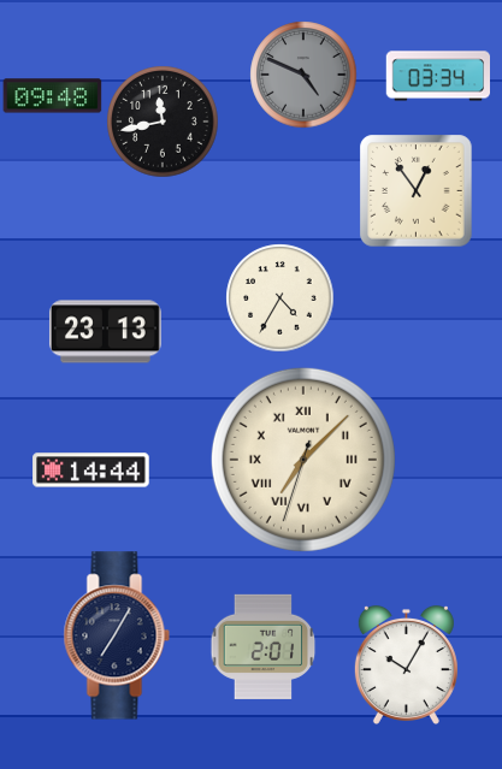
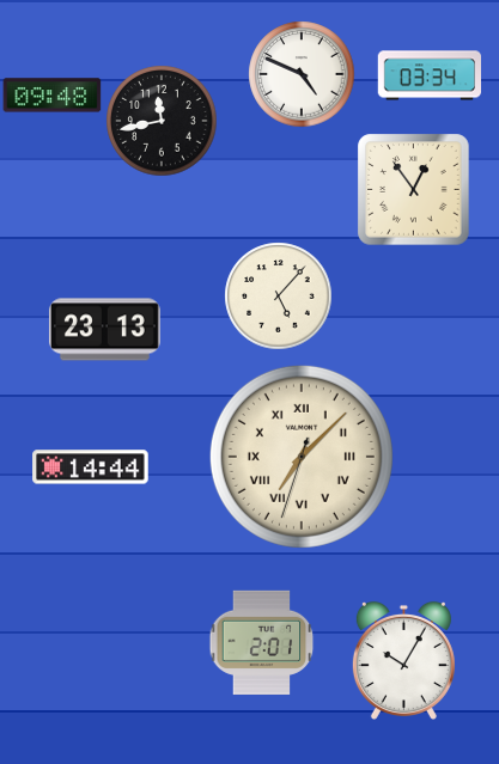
clock at (303, 75) dial: grey -> white
clock at (437, 76) position: (437, 76) -> (428, 75)
clock at (280, 298): 4:35 -> 5:07
clock at (117, 635): 7:05 -> none
